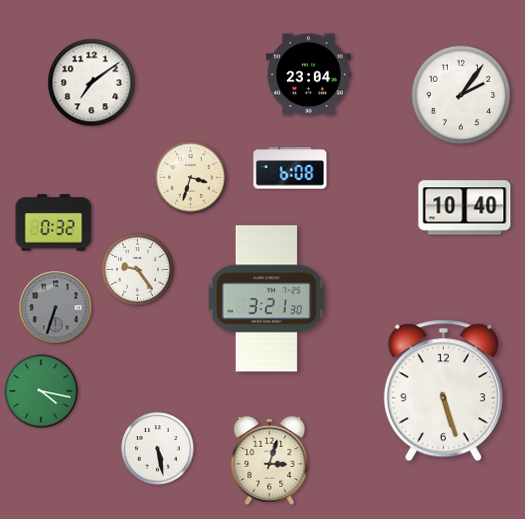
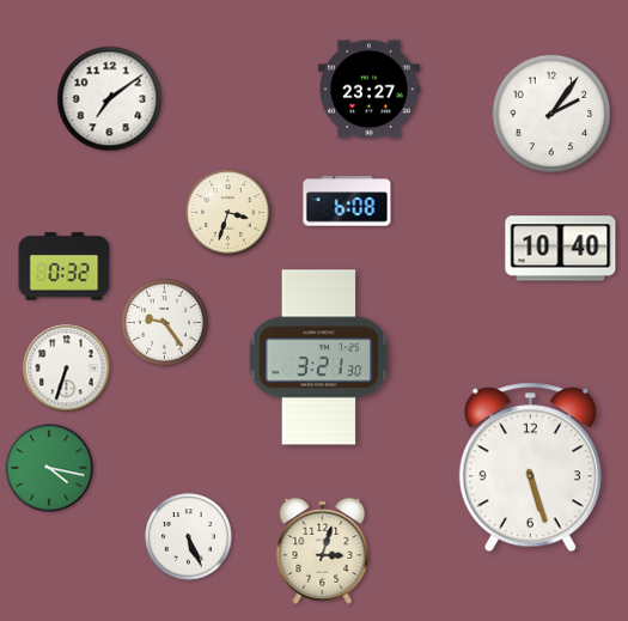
clock at (309, 75): 23:04 -> 23:27
clock at (465, 208) position: (465, 208) -> (561, 249)
clock at (56, 308) dial: grey -> white
clock at (158, 449): 5:28 -> 5:26
